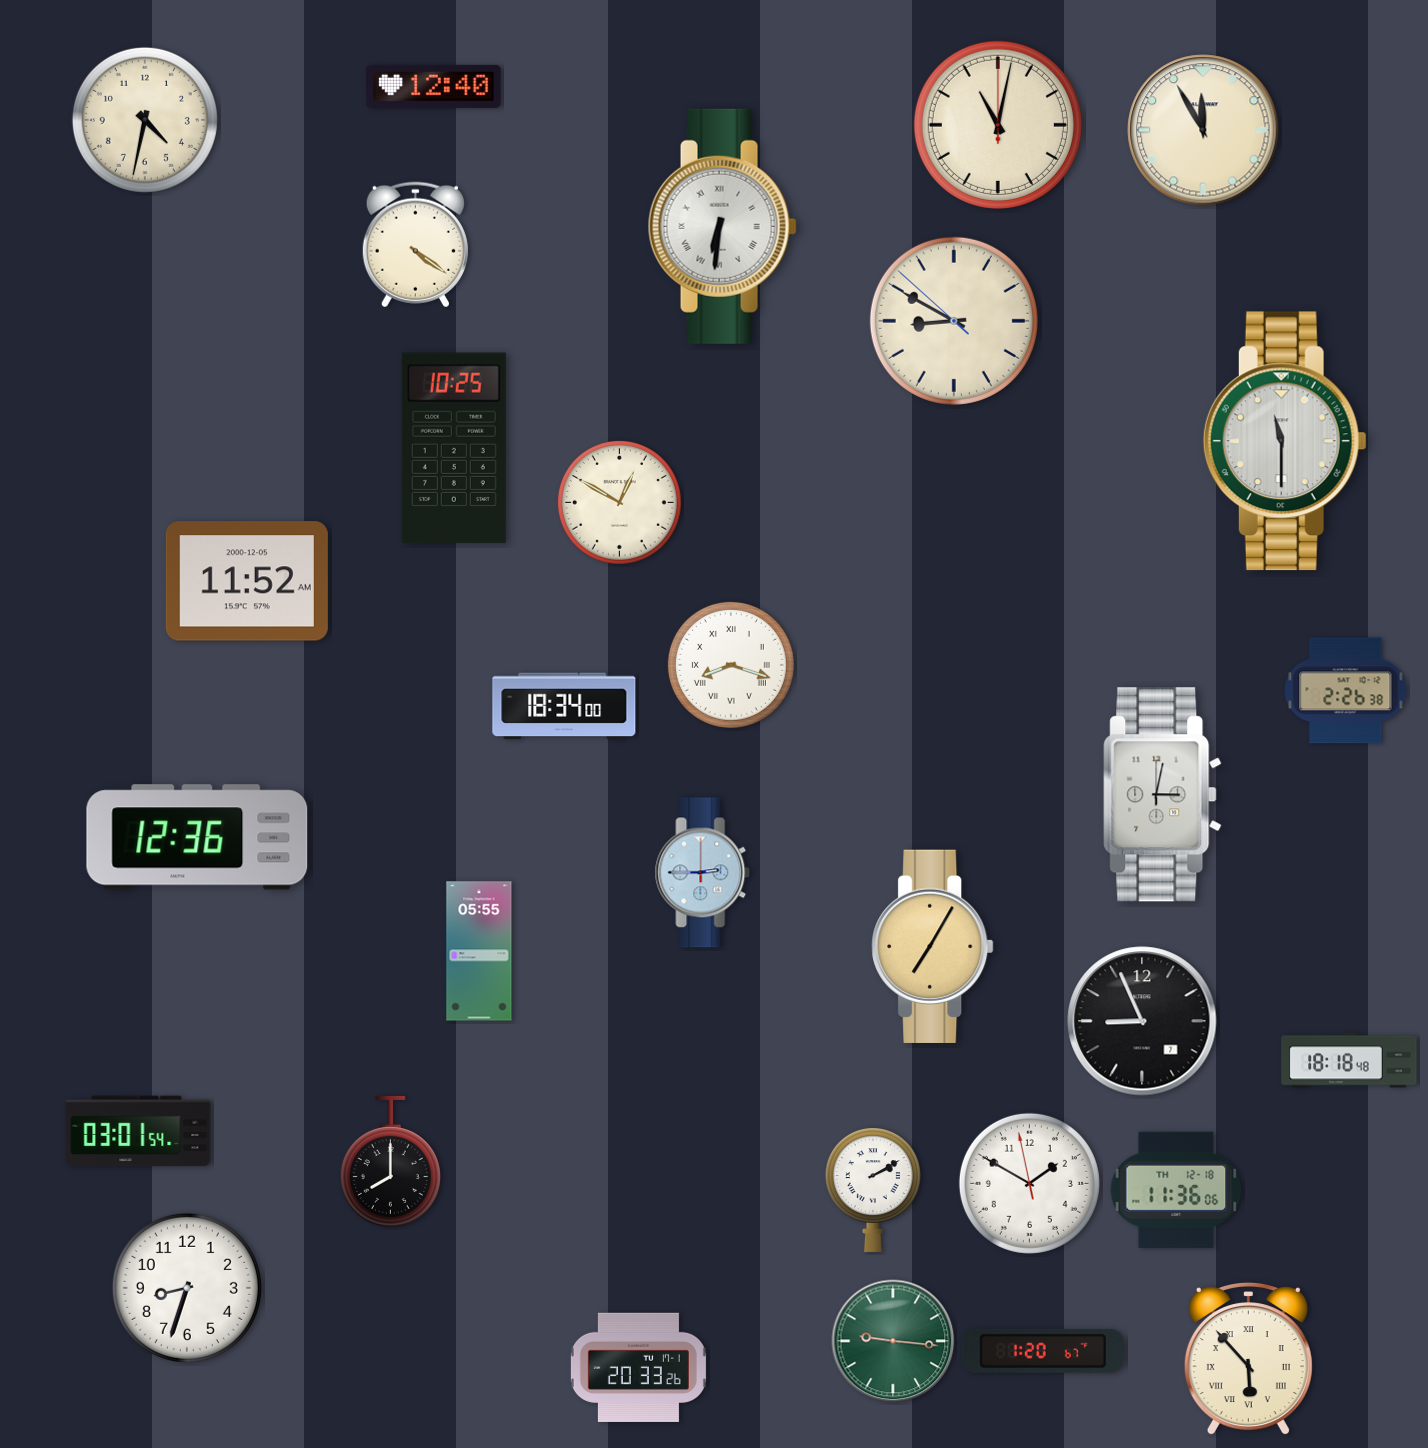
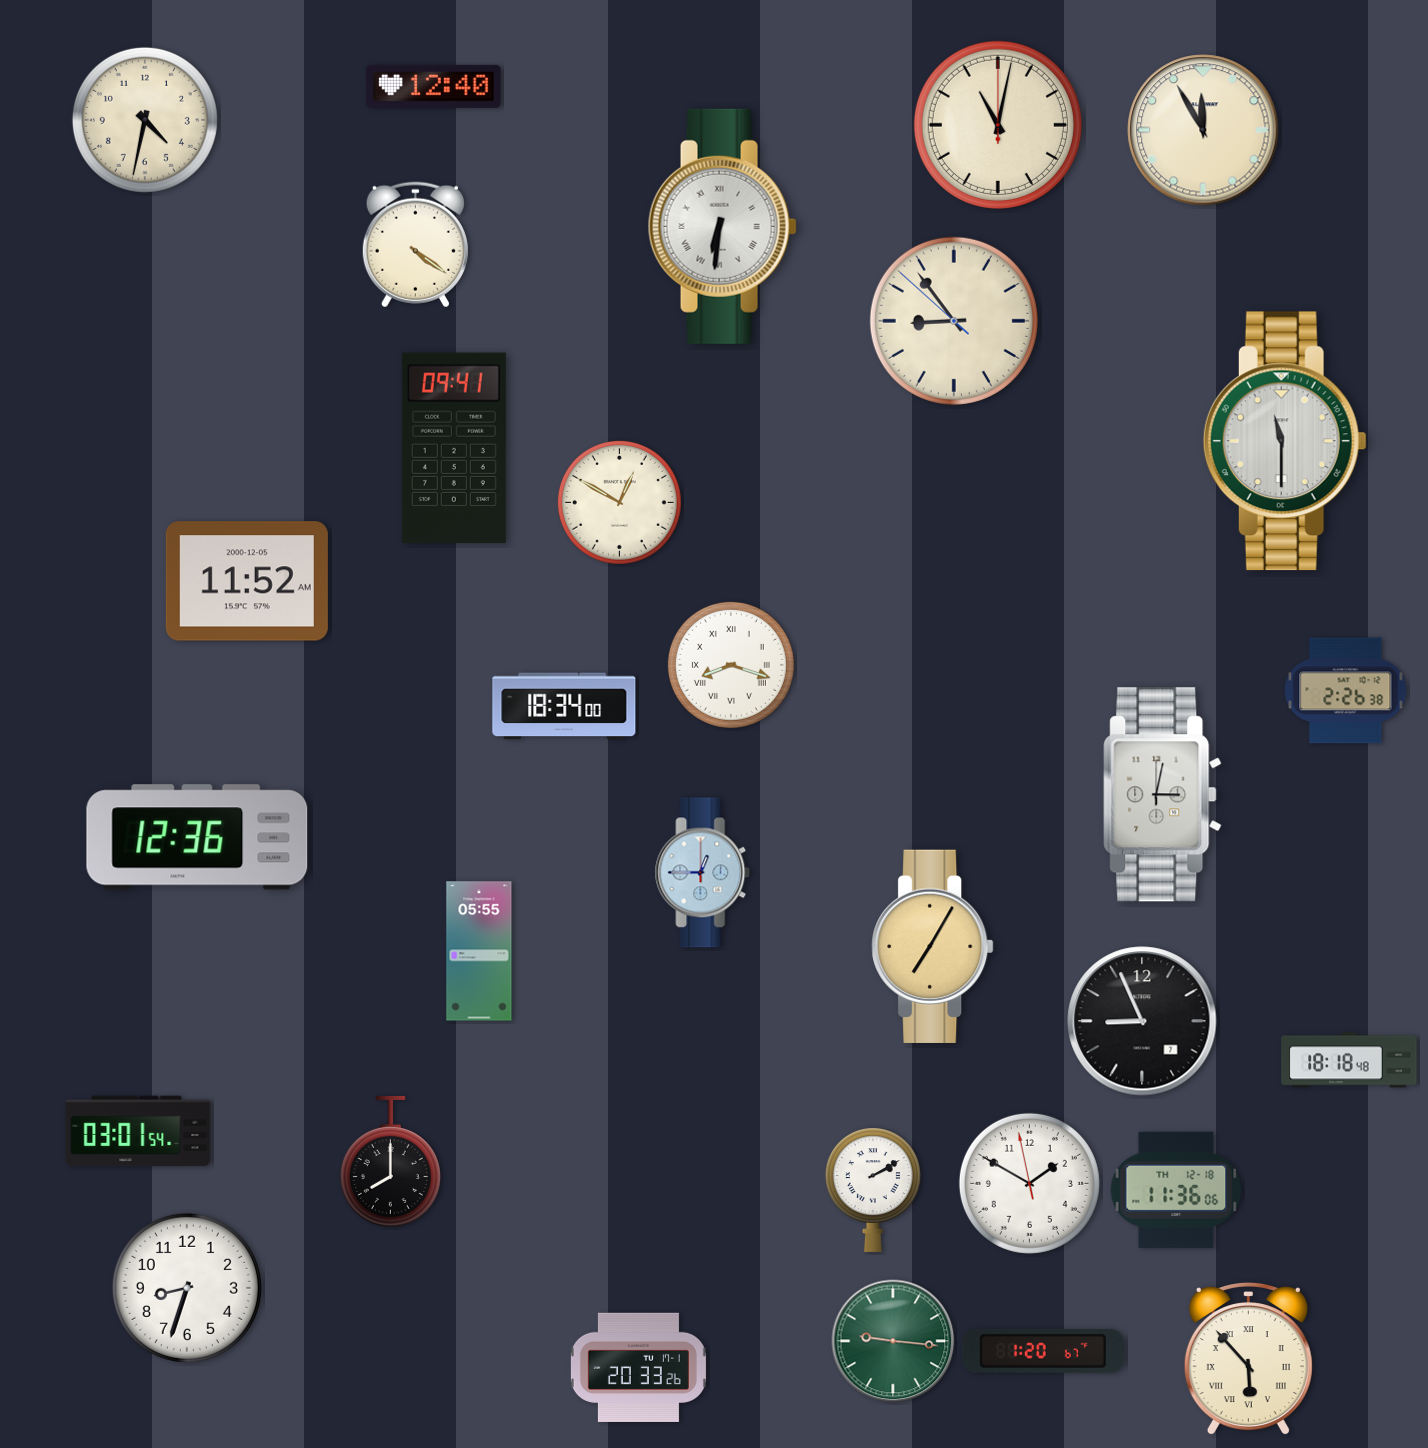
clock at (954, 321): 8:49 -> 8:53
clock at (454, 448): 10:25 -> 09:41
clock at (703, 873): 2:45 -> 12:45
